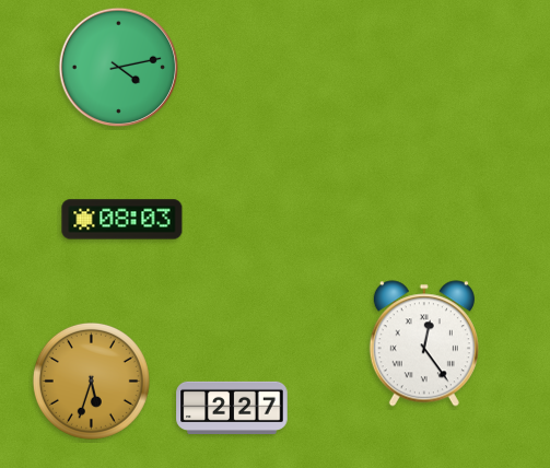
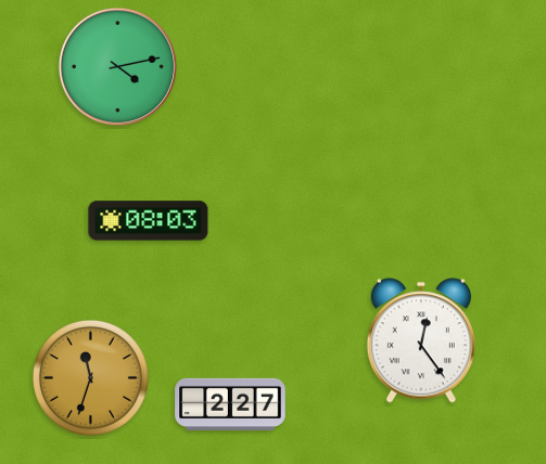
clock at (122, 220) position: (122, 220) -> (149, 221)
clock at (91, 381): 5:33 -> 11:33
